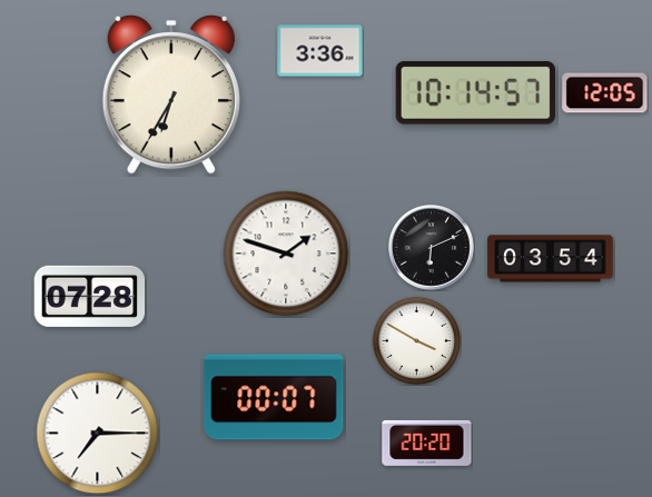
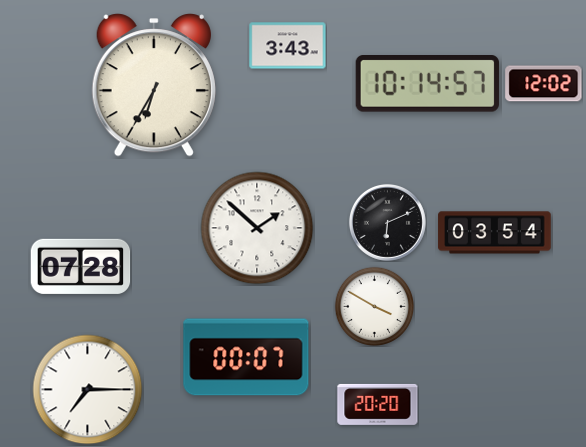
clock at (320, 51): 3:36 -> 3:43
clock at (605, 93): 12:05 -> 12:02
clock at (286, 254): 1:48 -> 1:52
clock at (427, 443) position: (427, 443) -> (378, 404)
